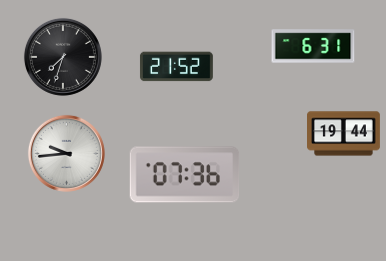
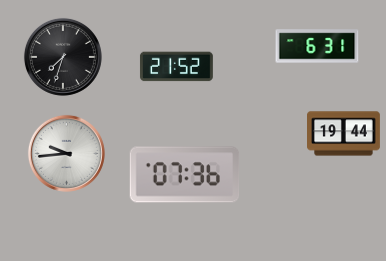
clock at (313, 46) position: (313, 46) -> (317, 46)
